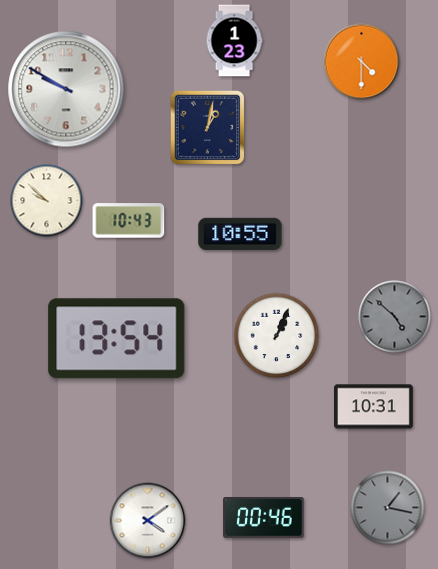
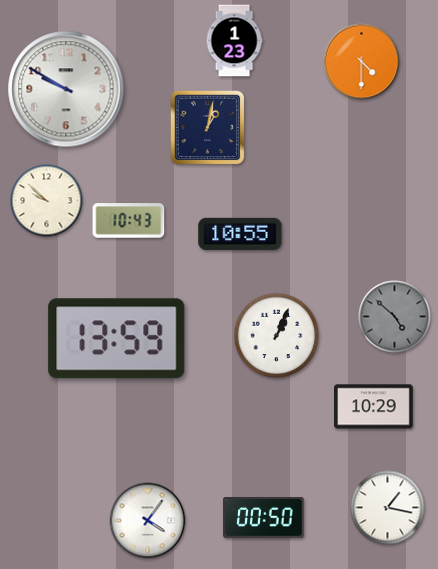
clock at (117, 339): 13:54 -> 13:59
clock at (374, 407): 10:31 -> 10:29
clock at (388, 508) dial: grey -> white
clock at (264, 518): 00:46 -> 00:50
clock at (148, 521): 4:09 -> 4:06
